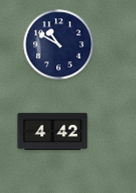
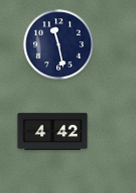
clock at (59, 45): 10:50 -> 11:28
